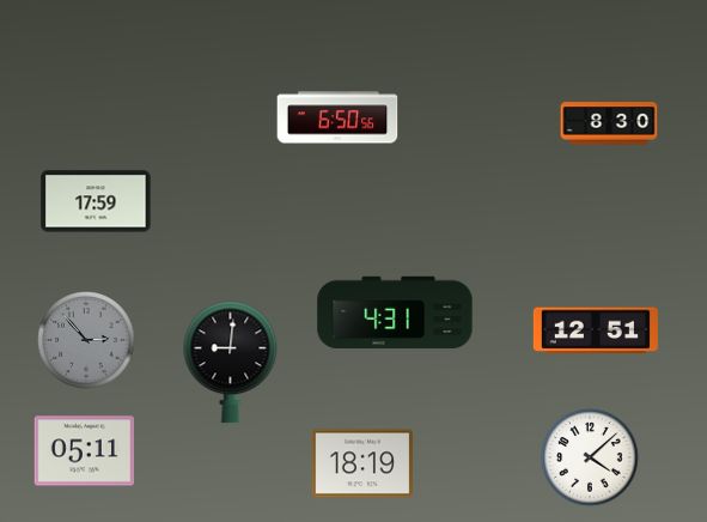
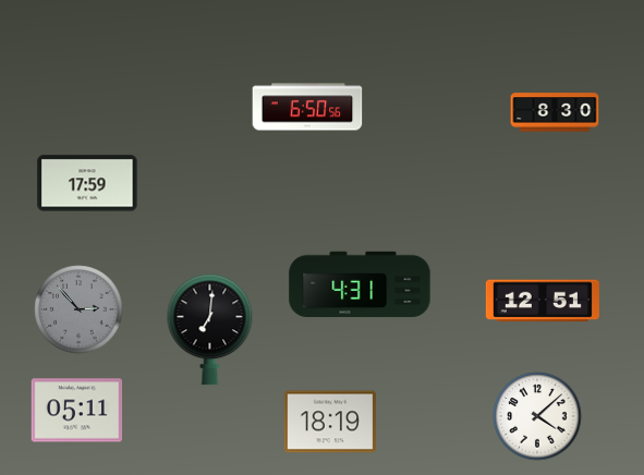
clock at (231, 363): 9:01 -> 7:01
